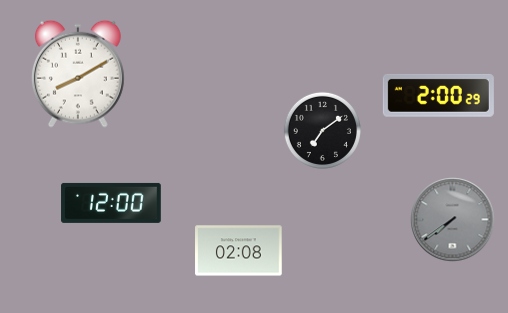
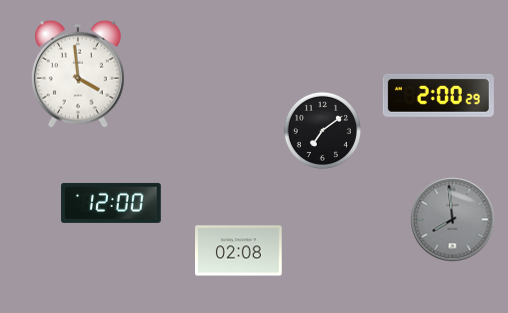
clock at (78, 74): 8:10 -> 3:59
clock at (453, 220): 7:39 -> 7:59
